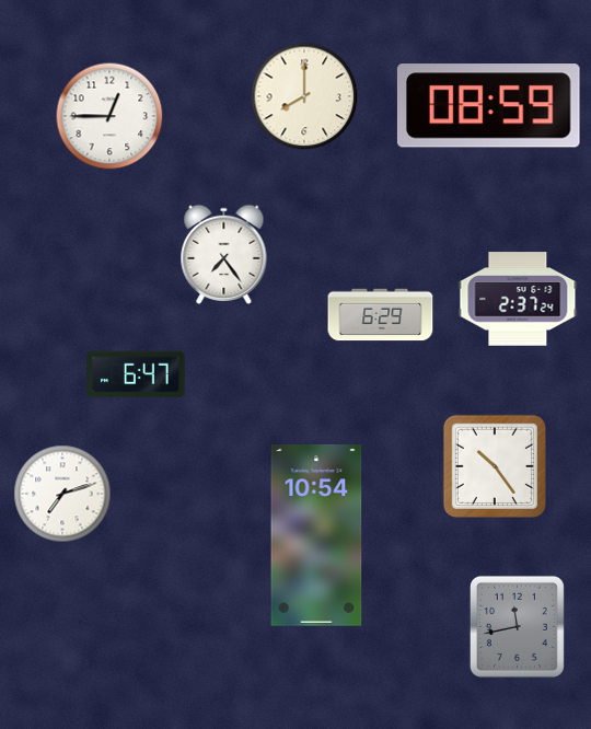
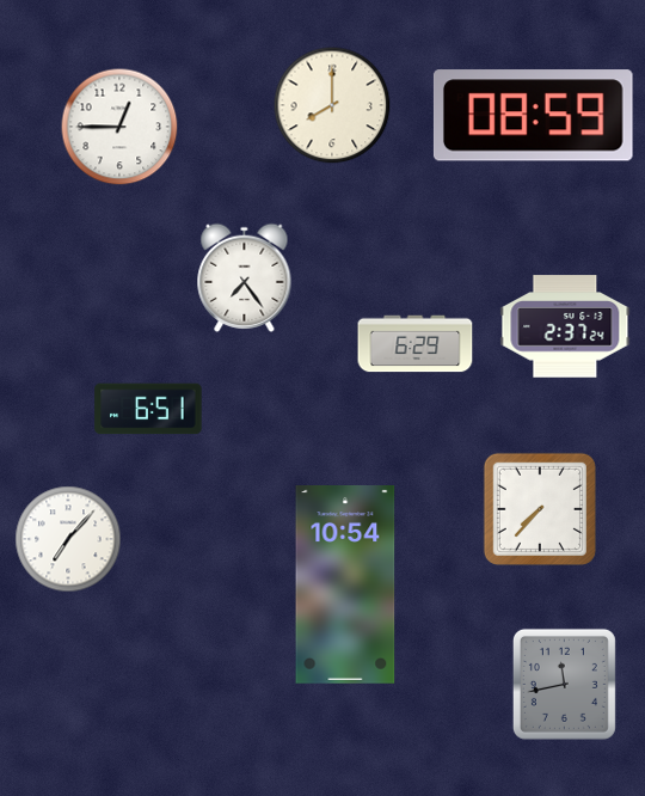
clock at (136, 374): 6:47 -> 6:51
clock at (495, 466): 10:24 -> 7:37
clock at (62, 494): 7:12 -> 7:07
